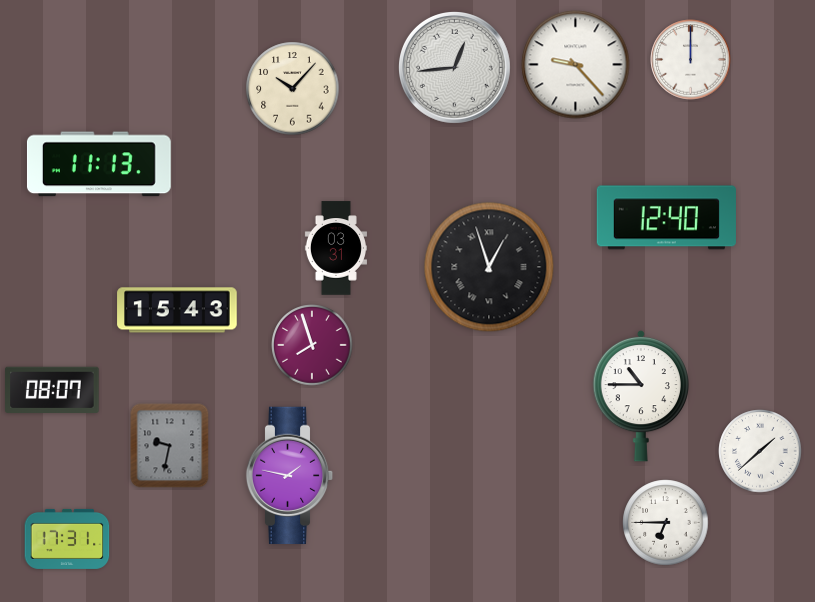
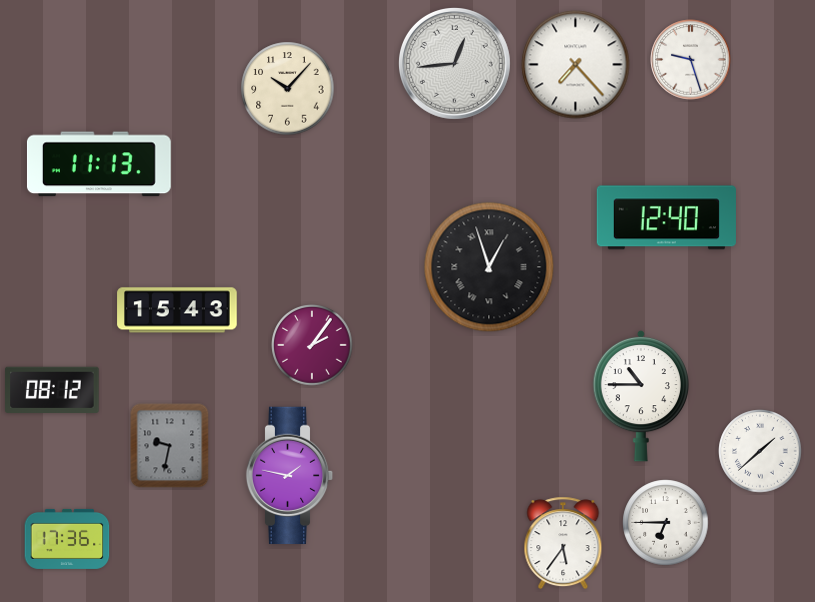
clock at (691, 60): 12:00 -> 9:27
clock at (576, 65): 9:23 -> 7:23
clock at (455, 68) position: (455, 68) -> (455, 64)
clock at (293, 89) position: (293, 89) -> (288, 89)
clock at (336, 248): 03:31 -> none
clock at (312, 345): 7:57 -> 2:06
clock at (52, 389): 08:07 -> 08:12
clock at (67, 539): 17:31 -> 17:36
clock at (563, 543): none -> 5:36
